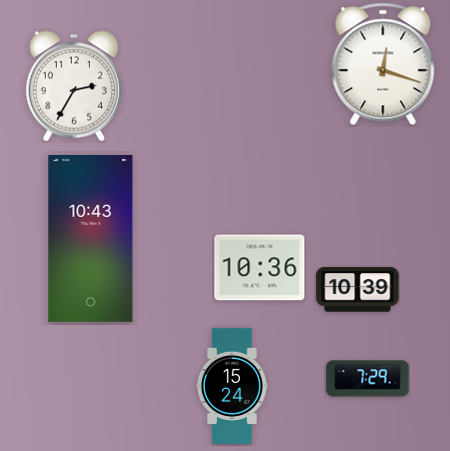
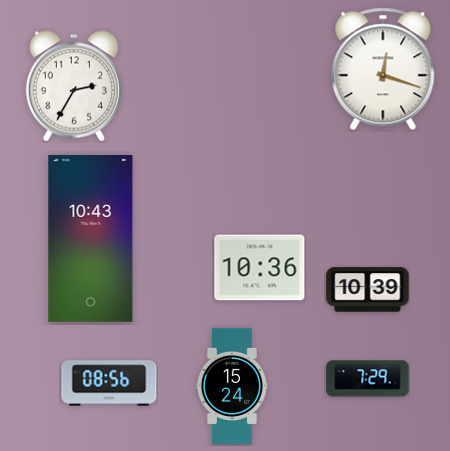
clock at (383, 64) position: (383, 64) -> (383, 69)
clock at (358, 290) position: (358, 290) -> (368, 290)
clock at (109, 383): none -> 08:56
